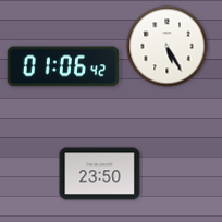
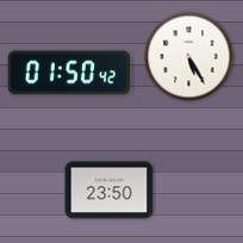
clock at (168, 47) position: (168, 47) -> (189, 57)
clock at (62, 66): 01:06 -> 01:50
